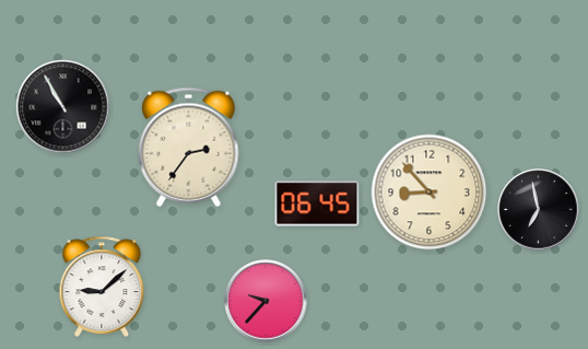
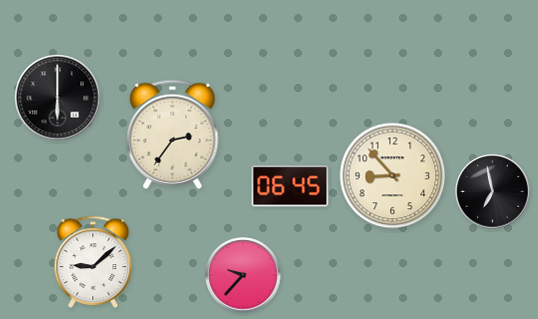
clock at (63, 107): 10:55 -> 6:00
